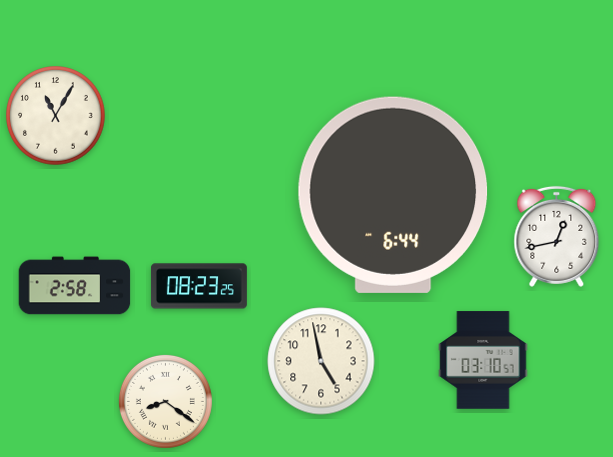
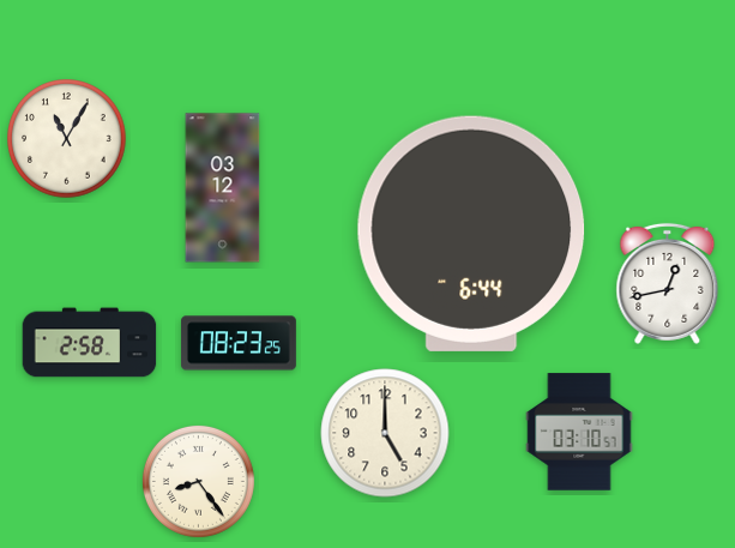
clock at (223, 188): none -> 03:12
clock at (321, 361): 4:58 -> 5:00
clock at (165, 401): 8:21 -> 8:24
